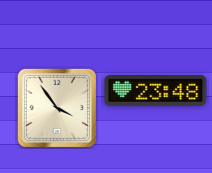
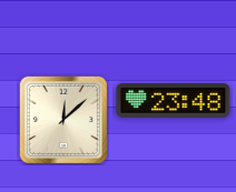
clock at (57, 108): 3:54 -> 12:08
